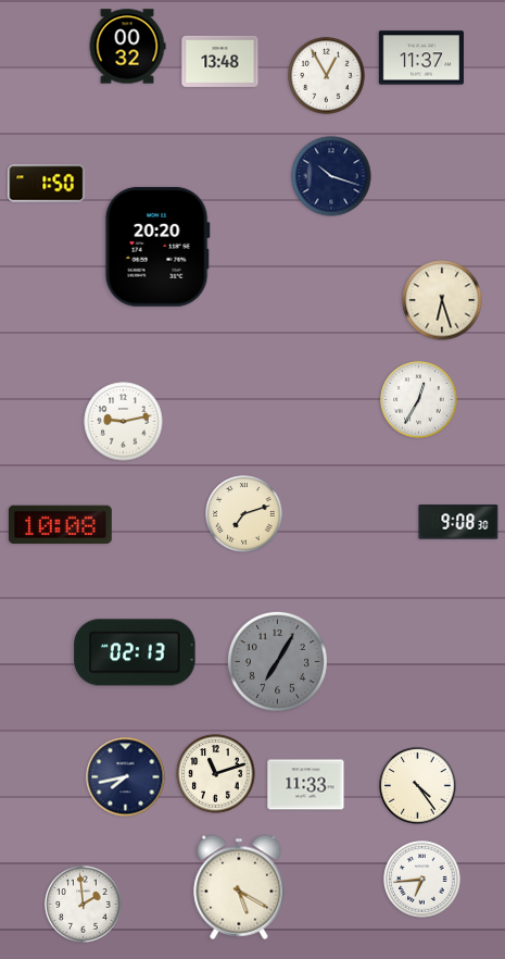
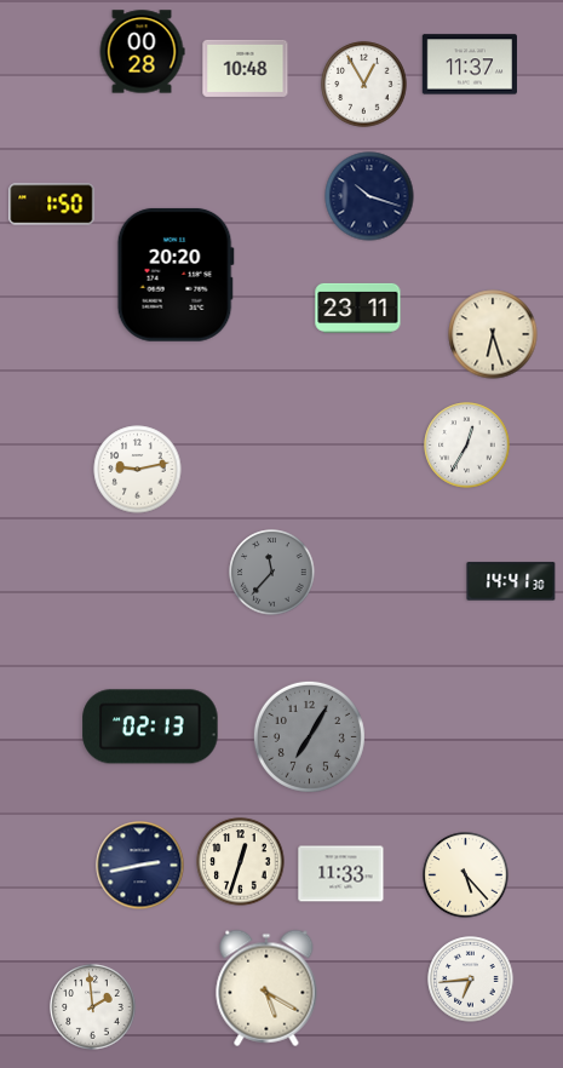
clock at (127, 47): 00:32 -> 00:28
clock at (220, 61): 13:48 -> 10:48
clock at (358, 308): none -> 23:11
clock at (244, 514): 7:12 -> 11:37
clock at (244, 514) dial: cream -> grey
clock at (458, 522): 9:08 -> 14:41
clock at (60, 525): 10:08 -> none
clock at (216, 774): 11:12 -> 12:33
clock at (126, 777): 7:43 -> 2:43
clock at (418, 786): 4:24 -> 5:23
